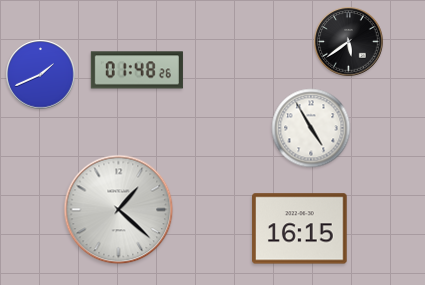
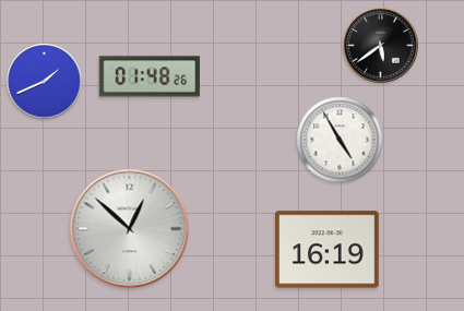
clock at (119, 210): 1:22 -> 12:52
clock at (300, 229): 16:15 -> 16:19
